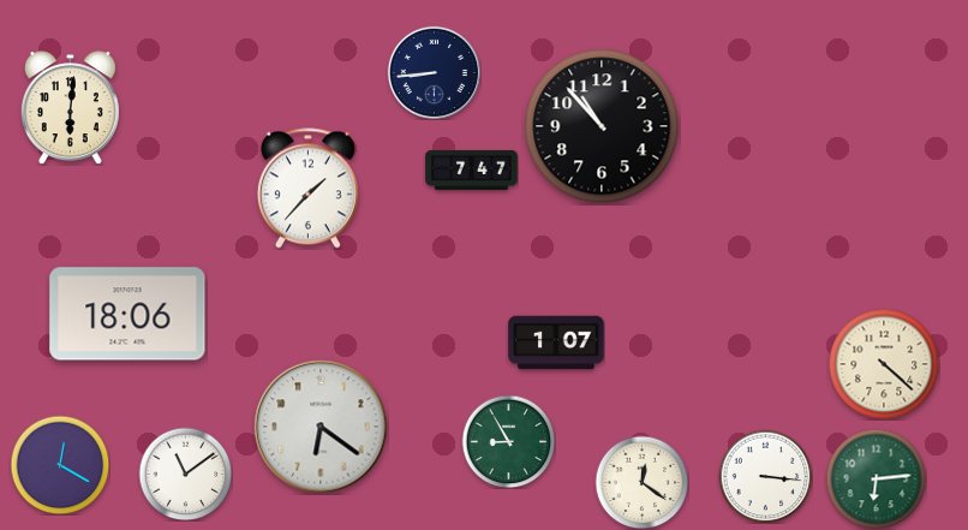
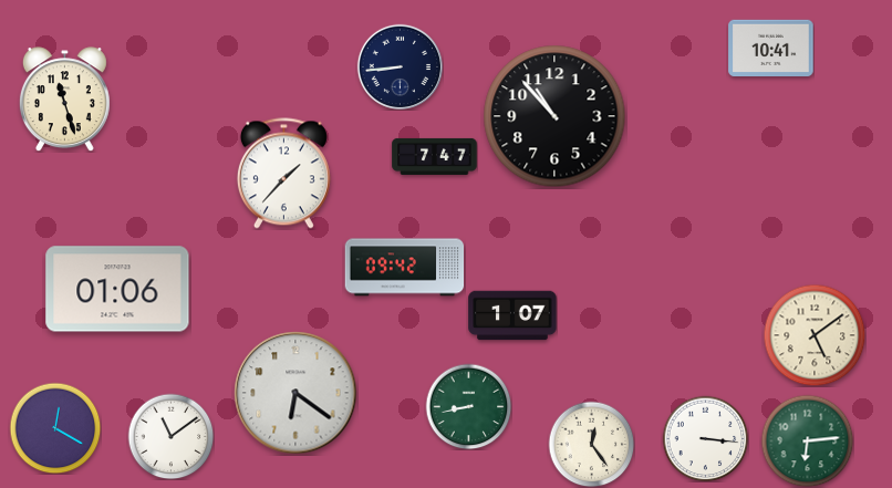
clock at (771, 49): none -> 10:41
clock at (70, 108): 6:01 -> 11:27
clock at (405, 268): none -> 09:42
clock at (127, 314): 18:06 -> 01:06
clock at (884, 364): 4:22 -> 5:09
clock at (508, 441): 8:55 -> 8:43
clock at (641, 482): 12:21 -> 12:24
